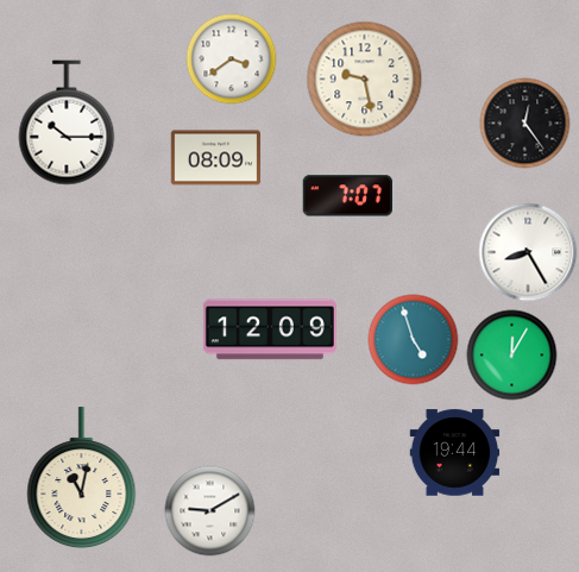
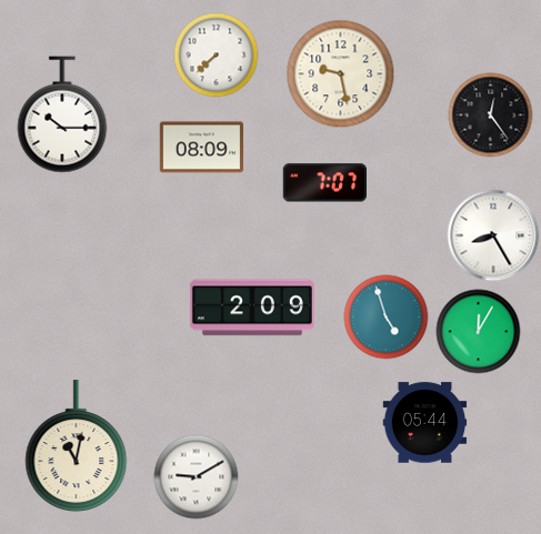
clock at (232, 59): 3:39 -> 7:38
clock at (270, 329): 12:09 -> 2:09
clock at (455, 453): 19:44 -> 05:44
